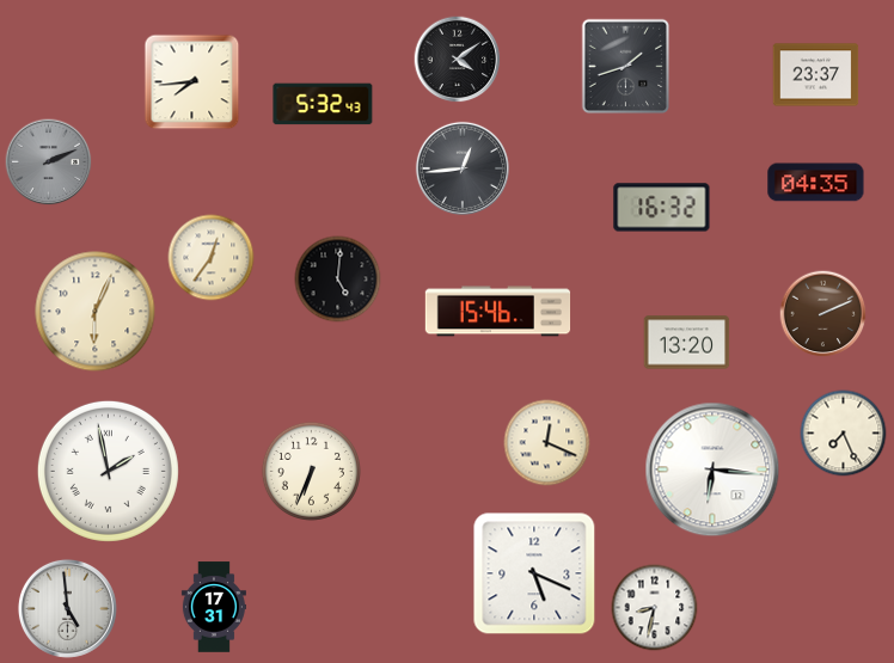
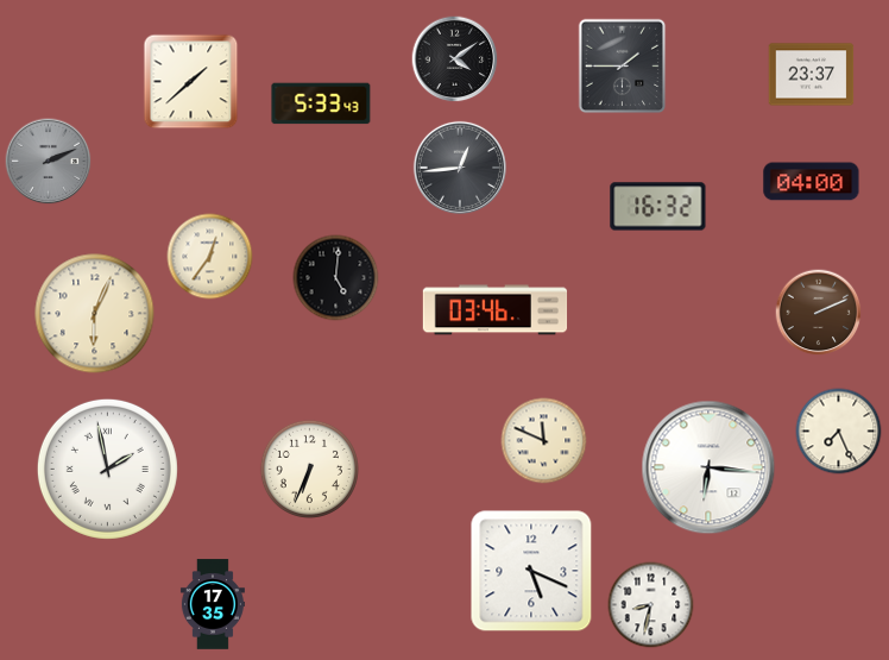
clock at (626, 67): 1:42 -> 1:45
clock at (192, 82): 7:44 -> 1:38
clock at (323, 104): 5:32 -> 5:33
clock at (816, 183): 04:35 -> 04:00
clock at (96, 312) position: (96, 312) -> (95, 314)
clock at (498, 312): 15:46 -> 03:46
clock at (687, 343): 13:20 -> none
clock at (547, 443): 12:19 -> 11:49
clock at (214, 607): 17:31 -> 17:35
clock at (67, 608): 4:59 -> none
